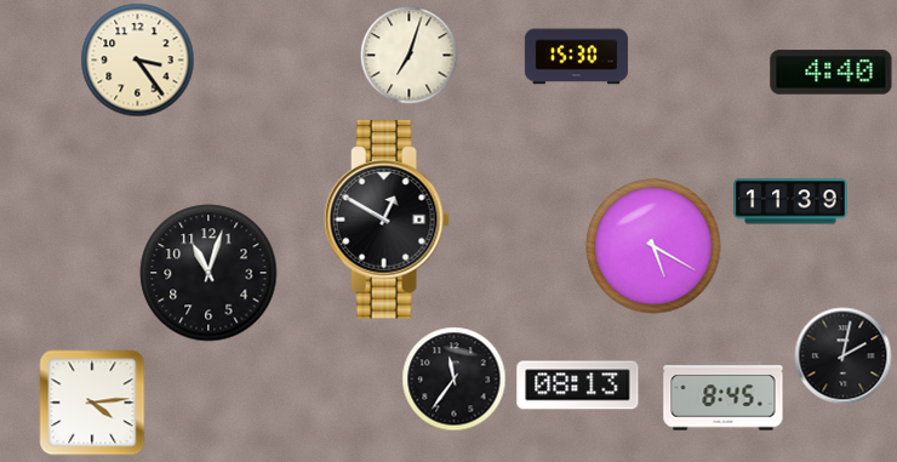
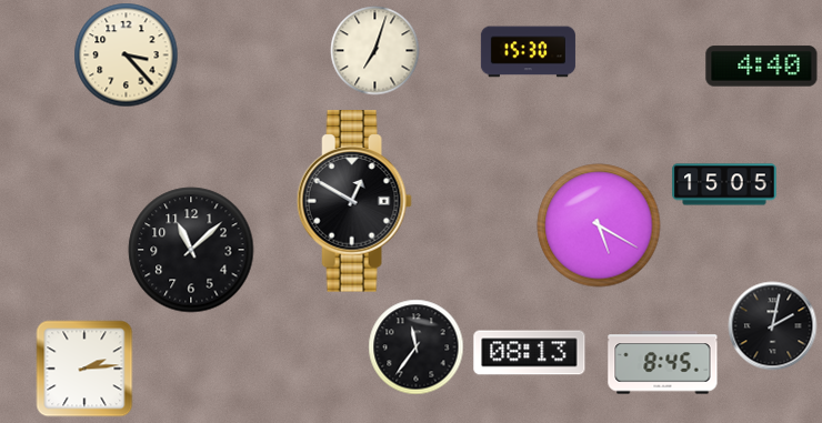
clock at (138, 61): 3:24 -> 3:23
clock at (790, 201): 11:39 -> 15:05
clock at (208, 273): 11:03 -> 11:08
clock at (92, 403): 4:14 -> 2:14
